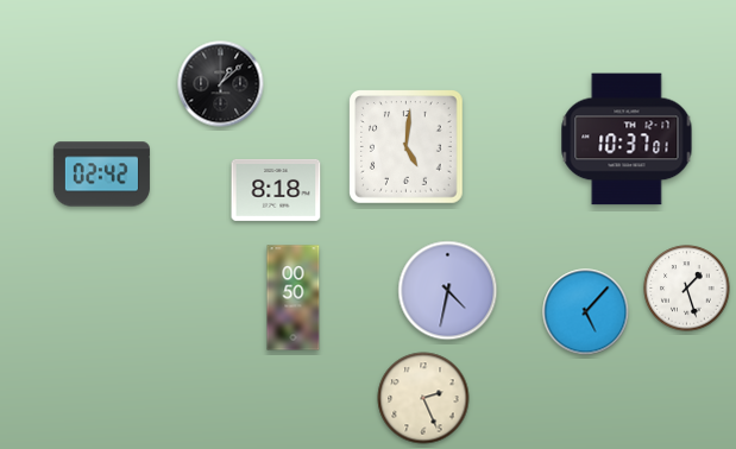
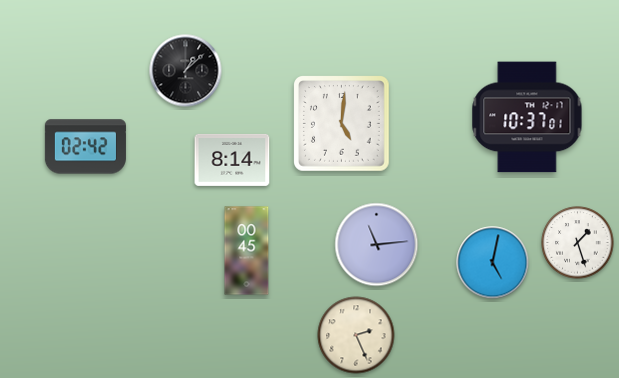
clock at (276, 190): 8:18 -> 8:14
clock at (448, 291): 4:32 -> 11:14
clock at (294, 298): 00:50 -> 00:45
clock at (586, 312): 5:07 -> 5:02
